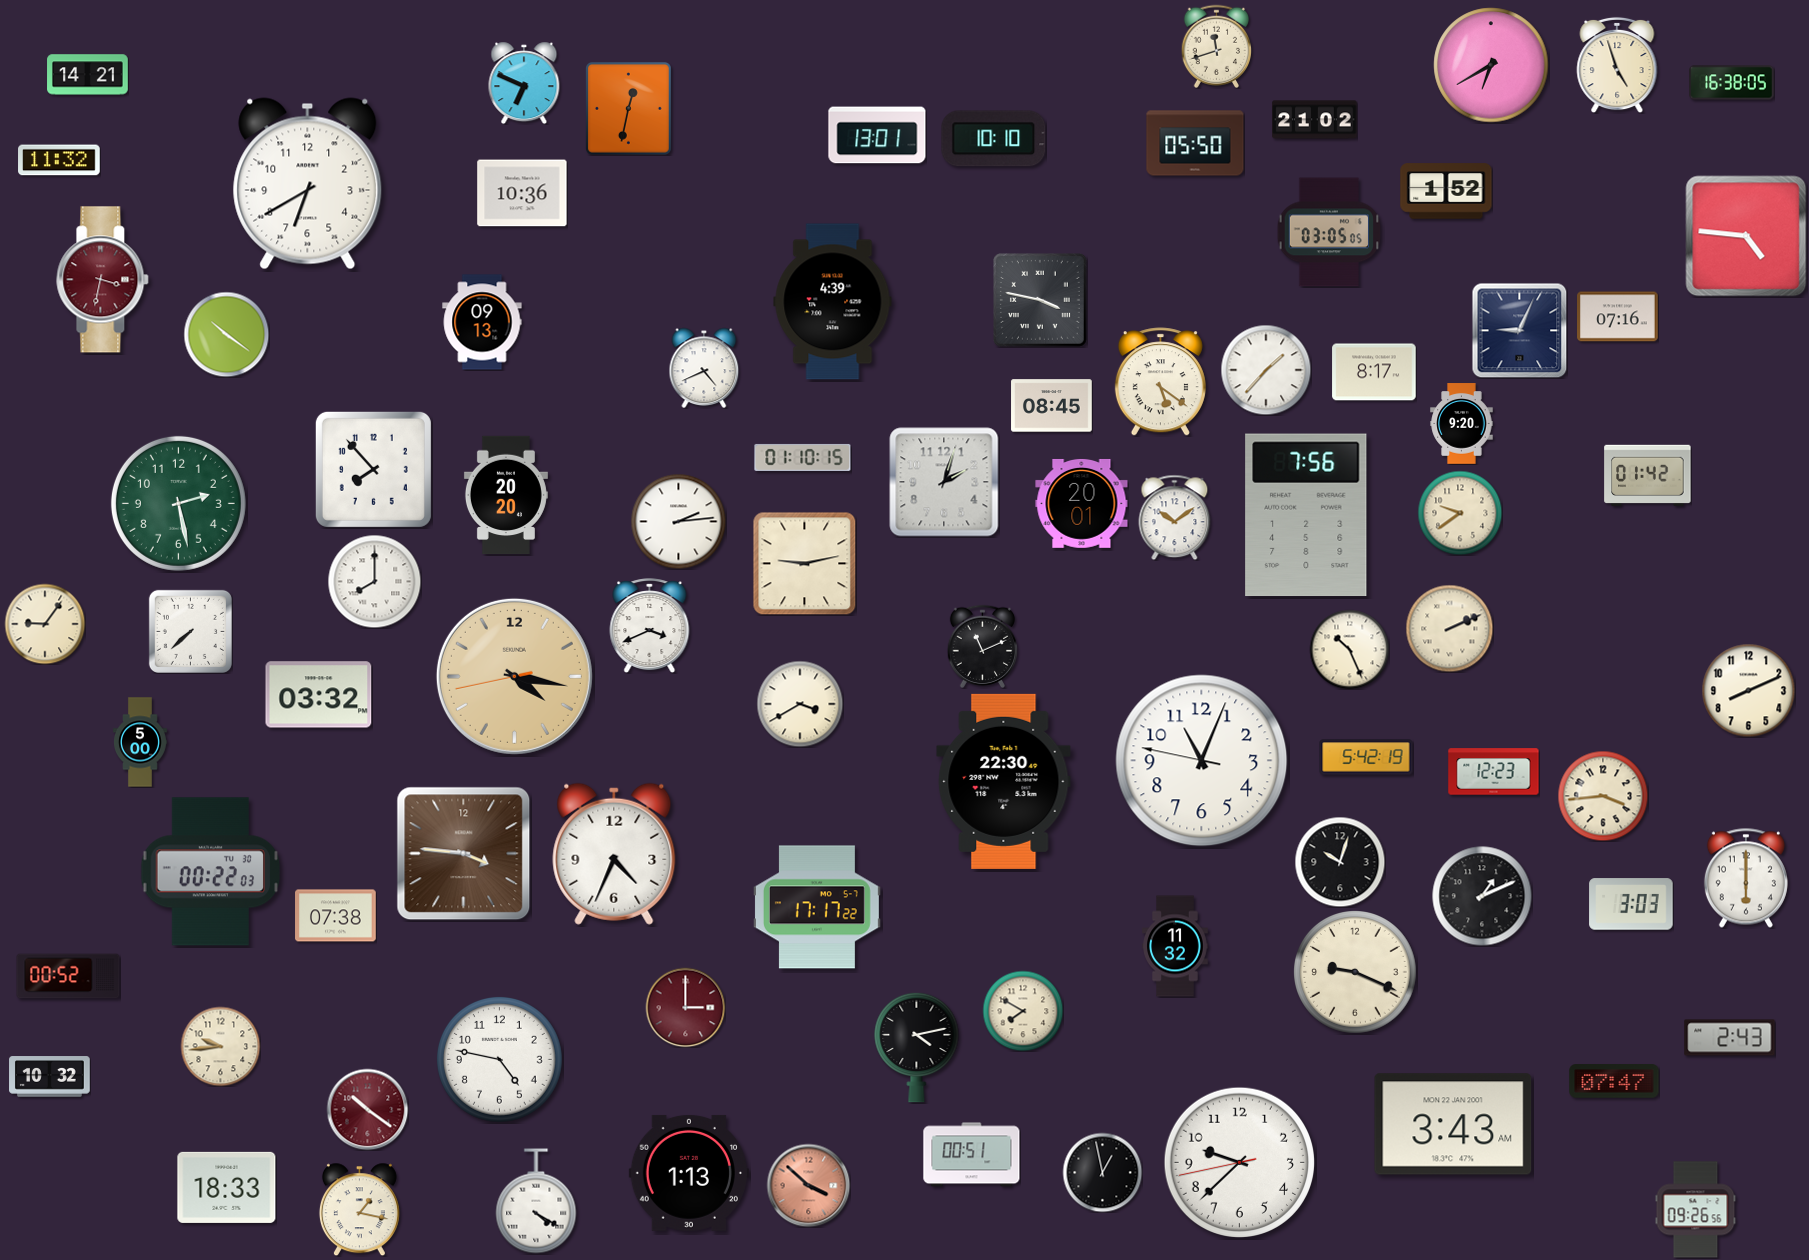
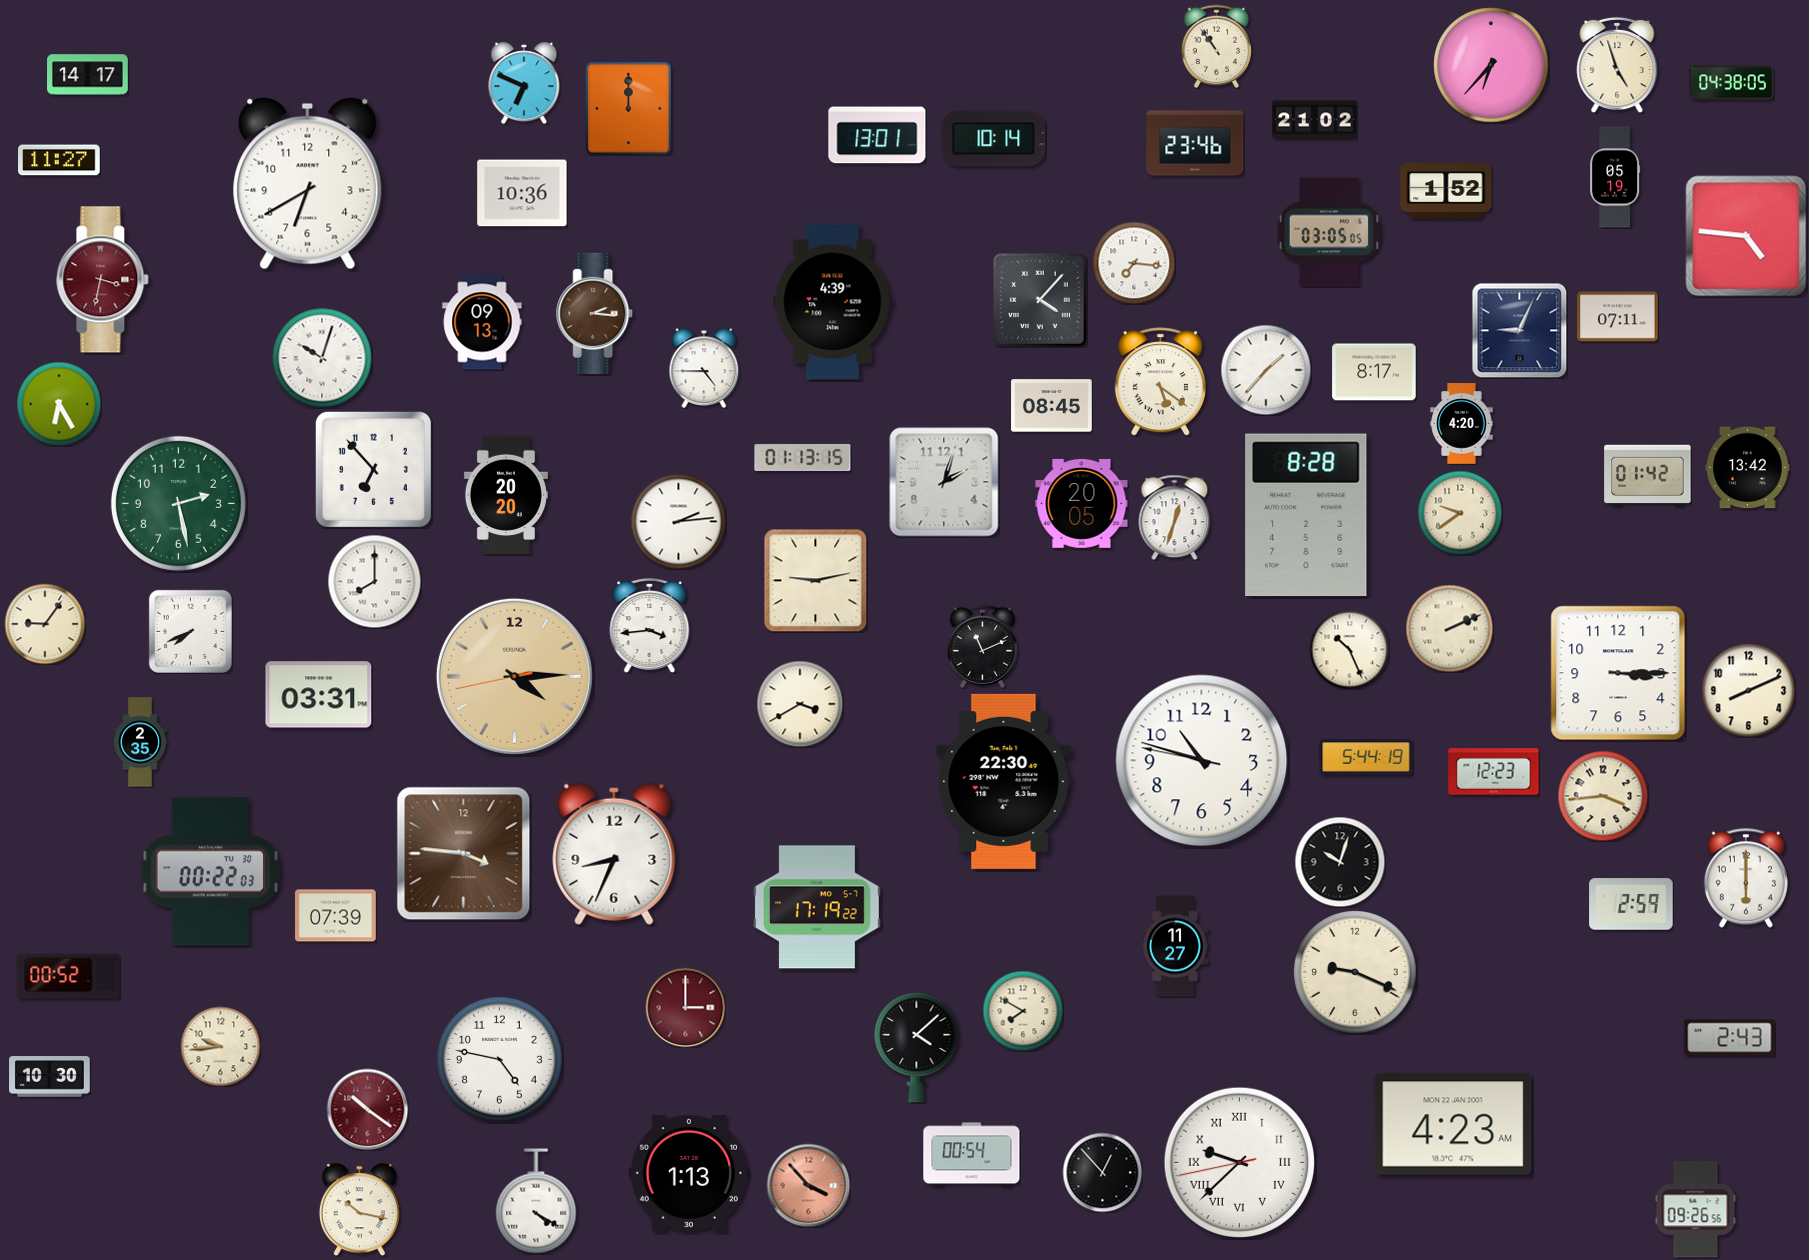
clock at (1216, 46): 11:42 -> 10:54
clock at (1491, 65): 6:40 -> 6:37
clock at (88, 75): 14:21 -> 14:17
clock at (1732, 83): 16:38 -> 04:38
clock at (629, 109): 12:32 -> 12:00
clock at (994, 139): 10:10 -> 10:14
clock at (1195, 143): 05:50 -> 23:46
clock at (59, 160): 11:32 -> 11:27
clock at (1616, 177): none -> 05:19
clock at (1134, 263): none -> 7:16
clock at (1041, 301): 3:47 -> 4:07
clock at (595, 313): none -> 2:16
clock at (1618, 317): 07:16 -> 07:11
clock at (226, 334): 10:21 -> none
clock at (322, 358): none -> 10:03
clock at (704, 368): 4:41 -> 4:45
clock at (59, 404): none -> 6:25
clock at (1462, 424): 9:20 -> 4:20
clock at (803, 457): 01:10 -> 01:13
clock at (1748, 468): none -> 13:42
clock at (373, 469): 7:53 -> 6:53
clock at (1082, 503): 20:01 -> 20:05
clock at (1306, 515): 7:56 -> 8:28
clock at (1175, 517): 10:09 -> 12:33
clock at (805, 564) position: (805, 564) -> (816, 581)
clock at (650, 626): 3:41 -> 3:44
clock at (190, 631): 7:38 -> 7:41
clock at (1618, 673): none -> 3:15
clock at (514, 676): 4:16 -> 4:14
clock at (319, 695): 03:32 -> 03:31
clock at (141, 742): 5:00 -> 2:35
clock at (1366, 757): 5:42 -> 5:44
clock at (1202, 761): 11:03 -> 10:47
clock at (614, 854): 4:34 -> 8:34
clock at (1482, 896): 1:11 -> none
clock at (1631, 904): 3:03 -> 2:59
clock at (817, 907): 17:17 -> 17:19
clock at (336, 916): 07:38 -> 07:39
clock at (1175, 946): 11:32 -> 11:27
clock at (917, 1047): 4:13 -> 4:08
clock at (50, 1077): 10:32 -> 10:30
clock at (1614, 1081): 07:47 -> none
clock at (1453, 1124): 3:43 -> 4:23
clock at (972, 1155): 00:51 -> 00:54
clock at (1239, 1162) numerals: Arabic -> Roman
clock at (1102, 1172): 12:58 -> 12:53
clock at (808, 1185): 3:52 -> 3:53
clock at (227, 1187): 18:33 -> none
clock at (359, 1209): 1:17 -> 10:17
